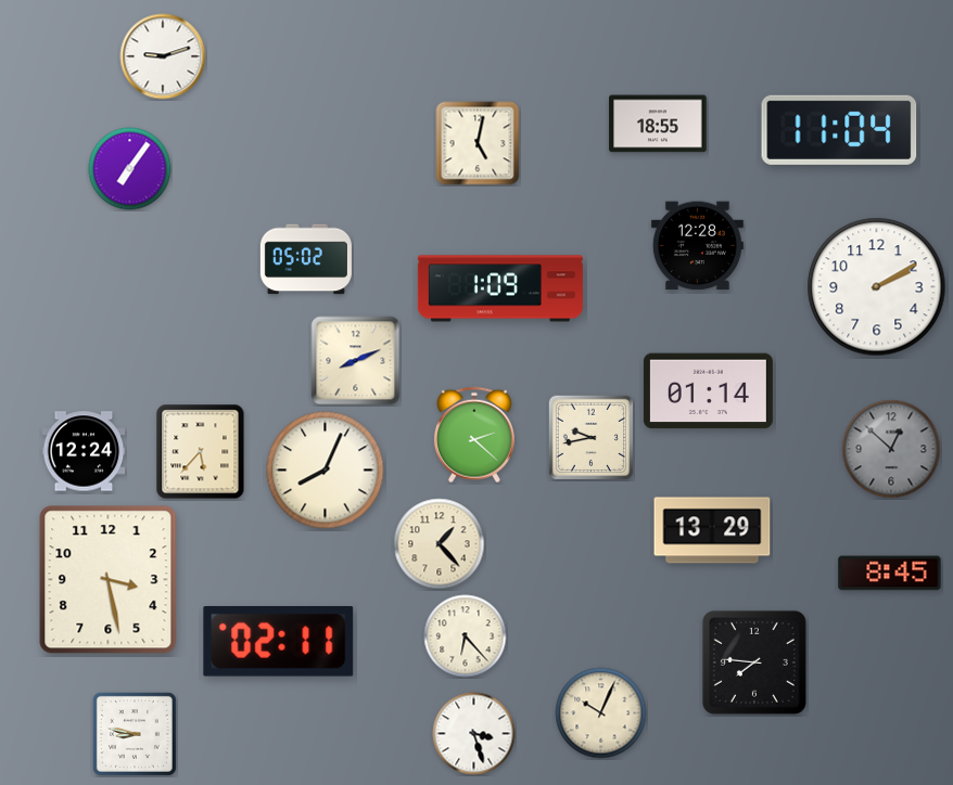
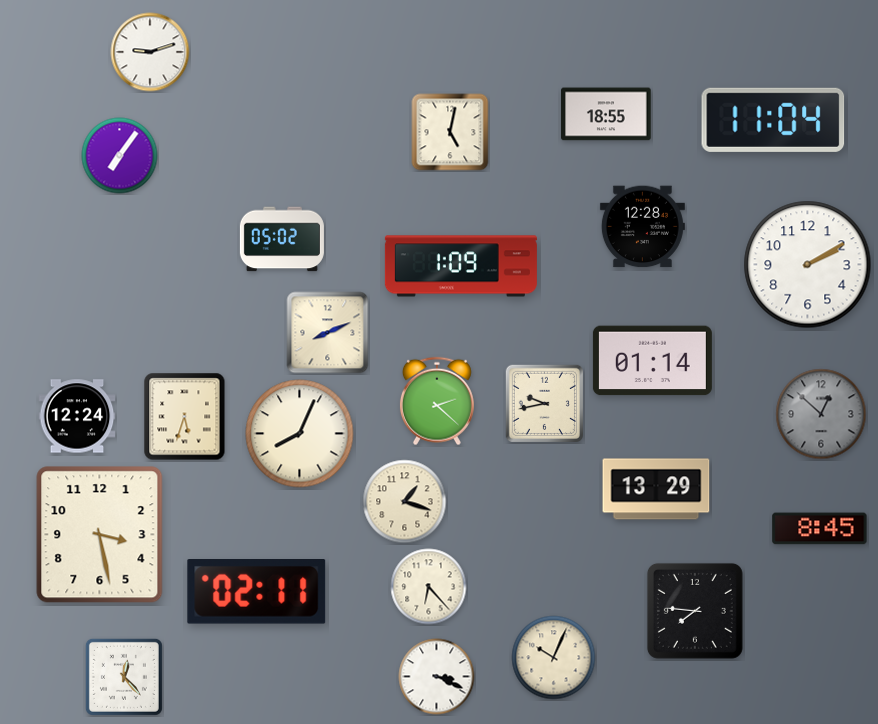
clock at (478, 143) position: (478, 143) -> (450, 132)
clock at (201, 452): 5:37 -> 5:33
clock at (440, 544): 1:23 -> 1:18
clock at (135, 734): 8:47 -> 12:23
clock at (474, 734): 3:27 -> 3:19
